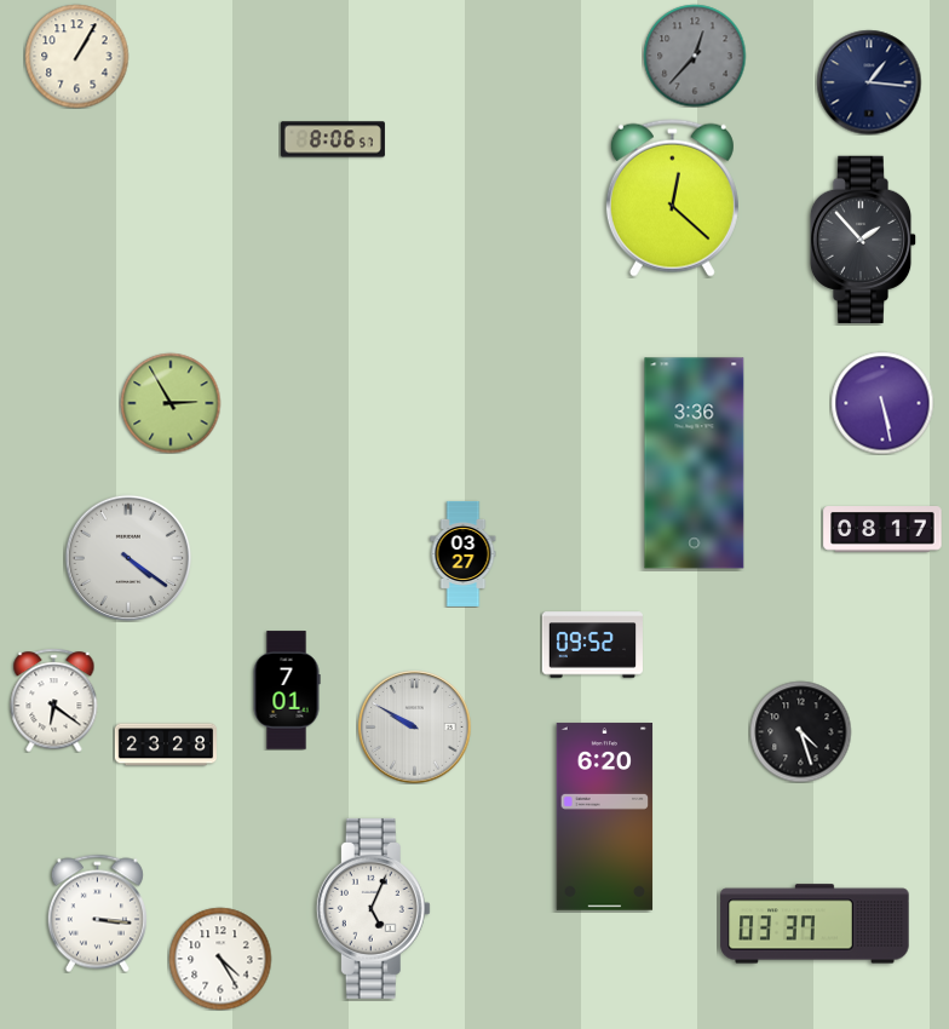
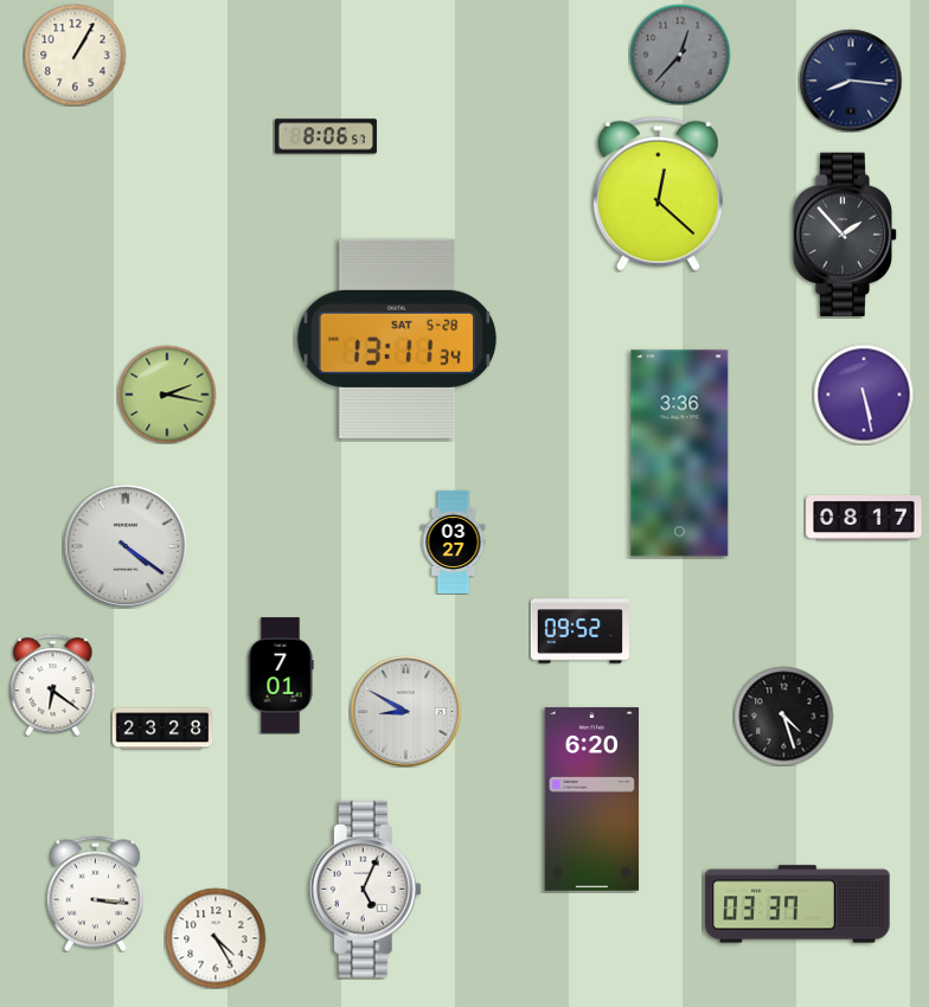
clock at (869, 82): 1:16 -> 8:16
clock at (396, 339): none -> 13:11
clock at (171, 403): 2:55 -> 2:17
clock at (414, 726): 9:50 -> 8:50
